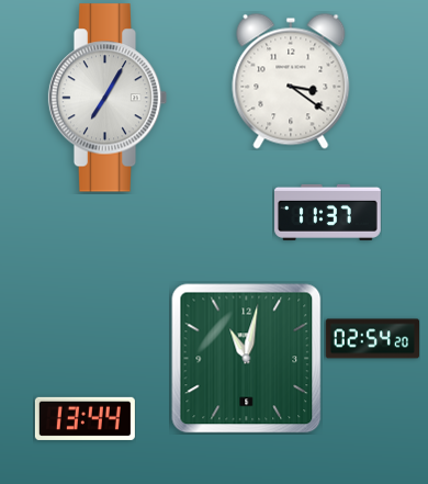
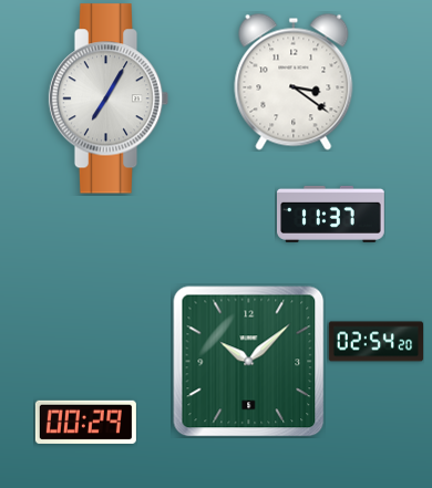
clock at (247, 359): 11:02 -> 10:08
clock at (85, 418): 13:44 -> 00:29
